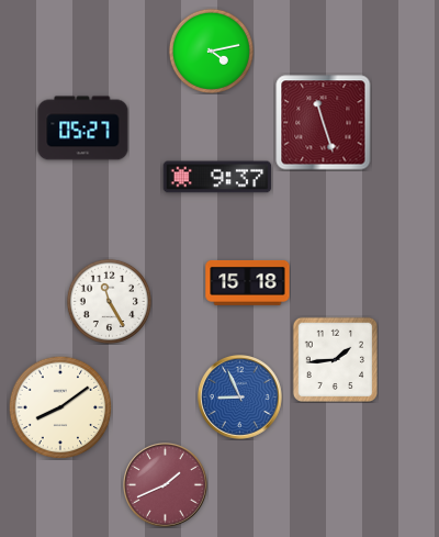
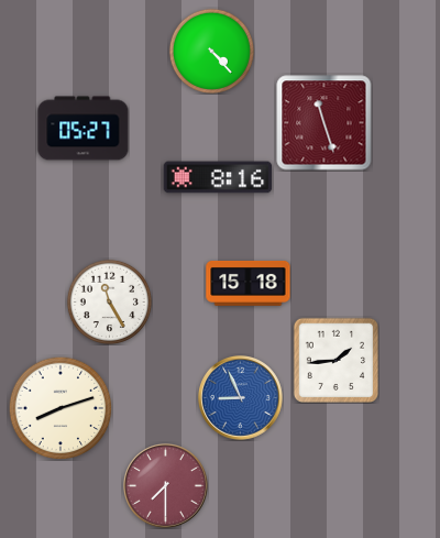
clock at (211, 51): 4:13 -> 4:23
clock at (217, 177): 9:37 -> 8:16
clock at (60, 407): 8:09 -> 8:12
clock at (166, 485): 1:41 -> 7:30
